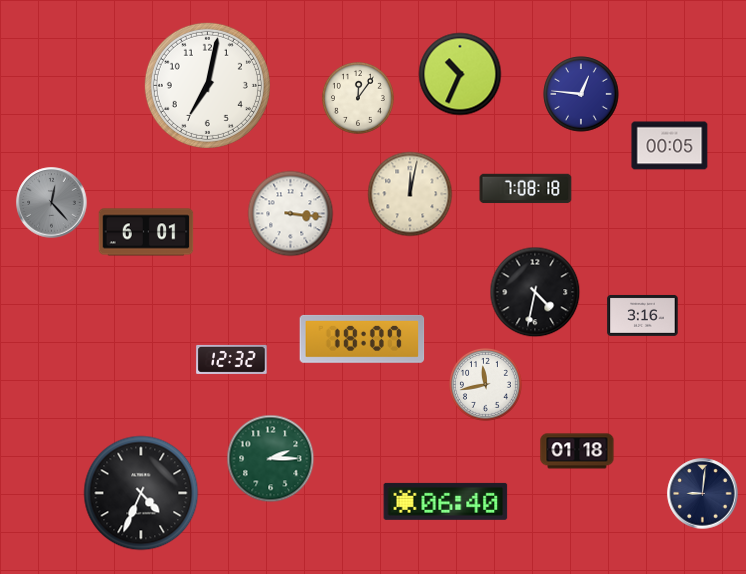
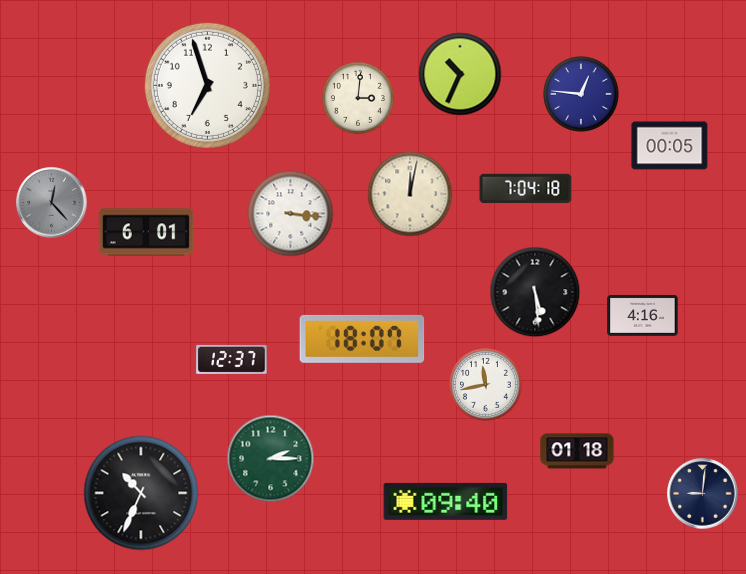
clock at (207, 85): 7:02 -> 6:57
clock at (358, 98): 12:06 -> 3:01
clock at (526, 189): 7:08 -> 7:04
clock at (535, 292): 4:32 -> 5:29
clock at (643, 315): 3:16 -> 4:16
clock at (232, 359): 12:32 -> 12:37
clock at (141, 493): 4:34 -> 10:34
clock at (446, 501): 06:40 -> 09:40
